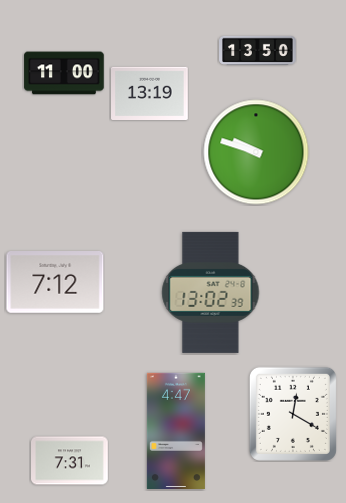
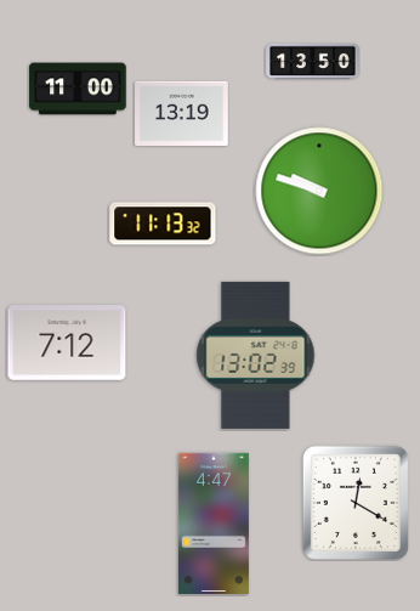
clock at (256, 152) position: (256, 152) -> (319, 191)
clock at (163, 224): none -> 11:13
clock at (70, 461): 7:31 -> none
